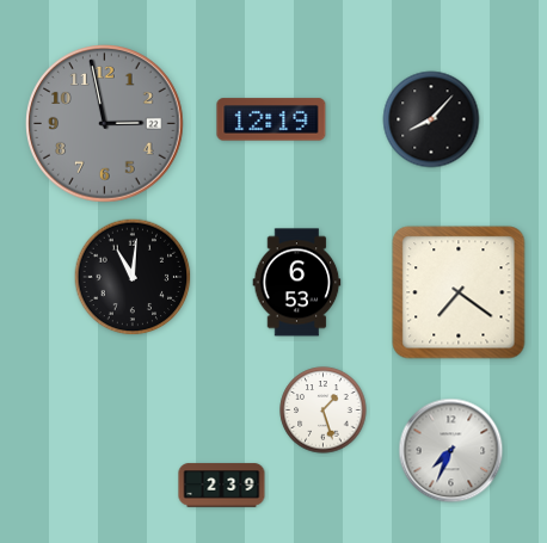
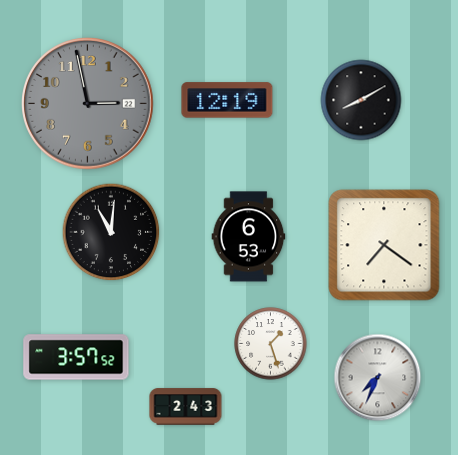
clock at (431, 119): 8:07 -> 8:10
clock at (76, 357): none -> 3:57
clock at (222, 486): 2:39 -> 2:43
